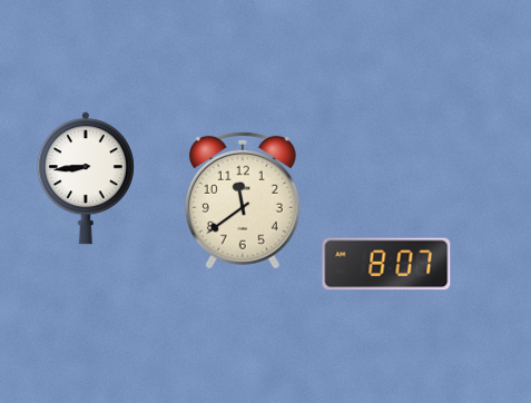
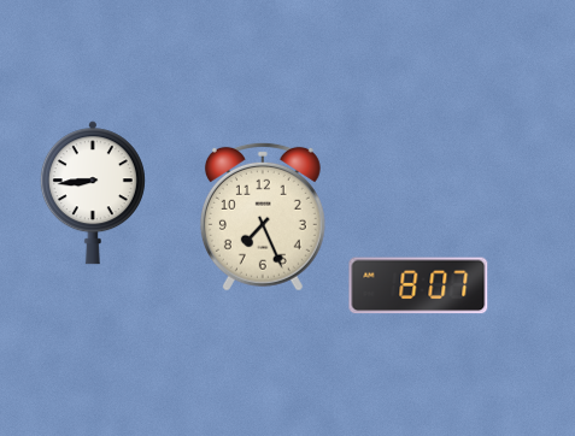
clock at (243, 200): 11:39 -> 7:26
